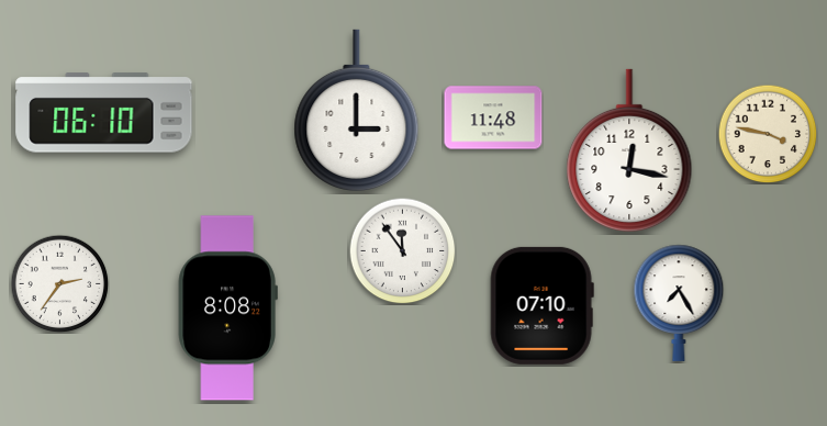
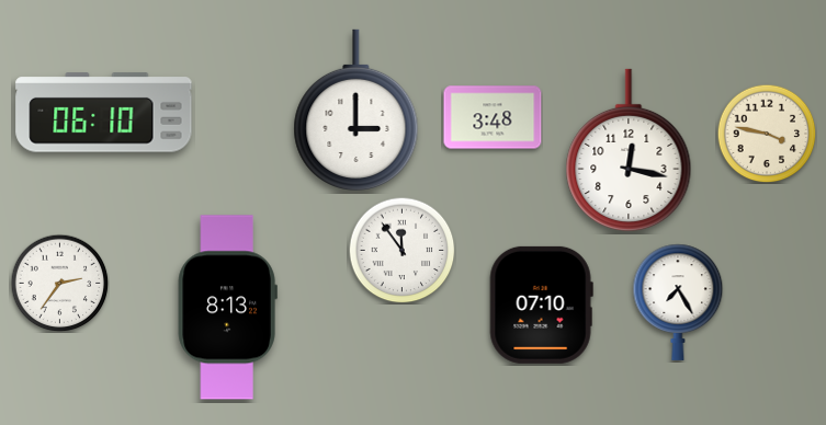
clock at (493, 117): 11:48 -> 3:48
clock at (227, 309): 8:08 -> 8:13
